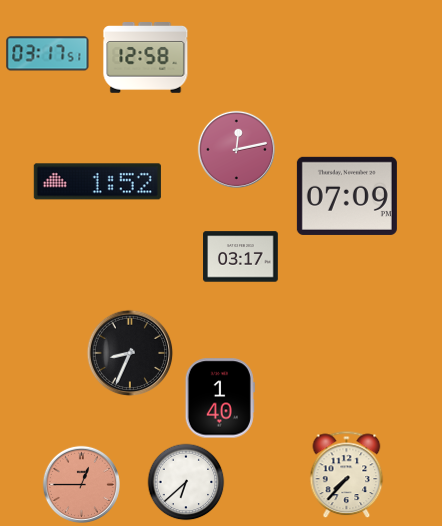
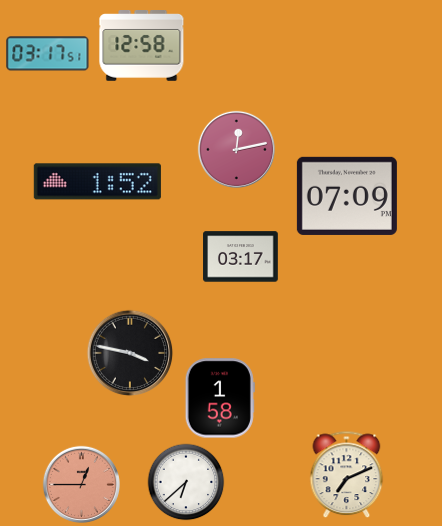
clock at (146, 58) position: (146, 58) -> (142, 46)
clock at (130, 353): 8:34 -> 3:47
clock at (220, 398): 1:40 -> 1:58
clock at (347, 475): 7:37 -> 7:11
